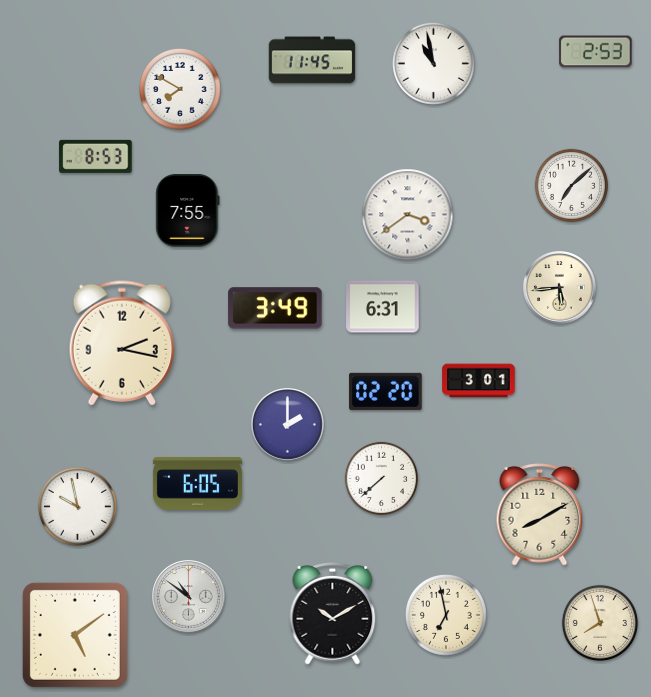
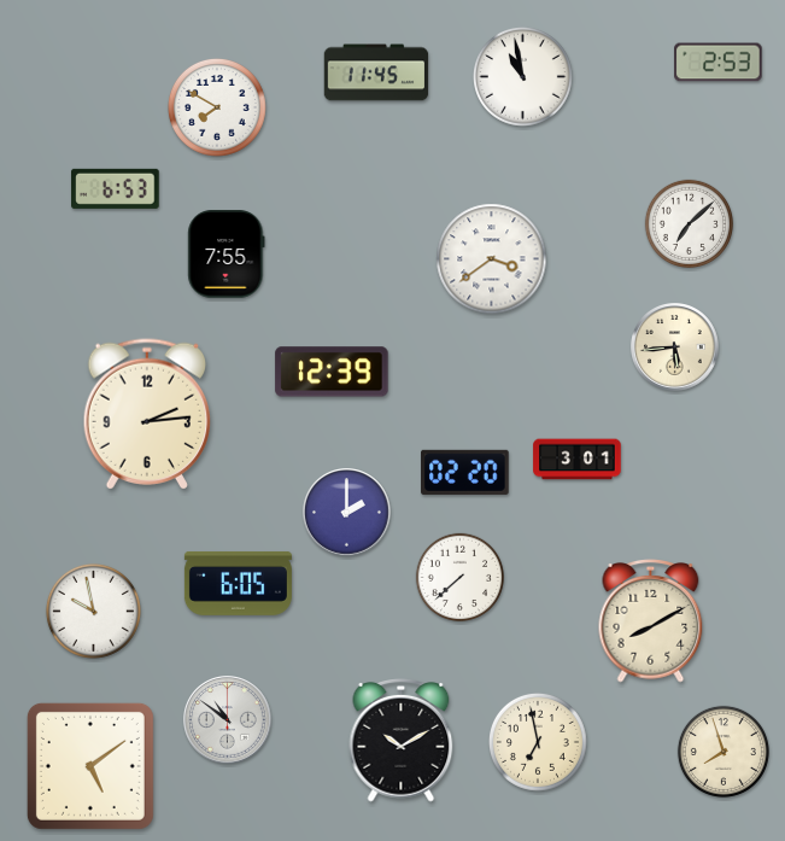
clock at (96, 156): 8:53 -> 6:53
clock at (383, 307): 6:31 -> none
clock at (275, 308): 3:49 -> 12:39
clock at (121, 343): 2:17 -> 2:14
